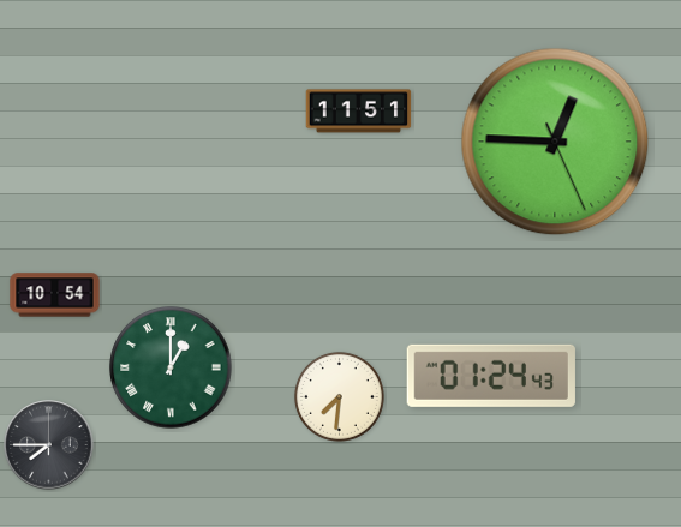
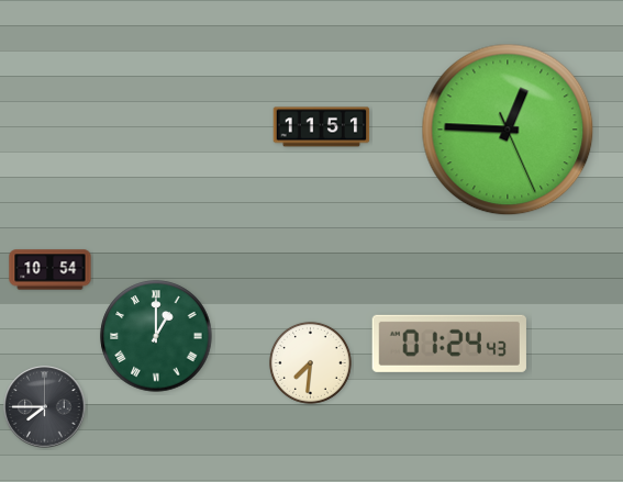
clock at (359, 112) position: (359, 112) -> (322, 127)
